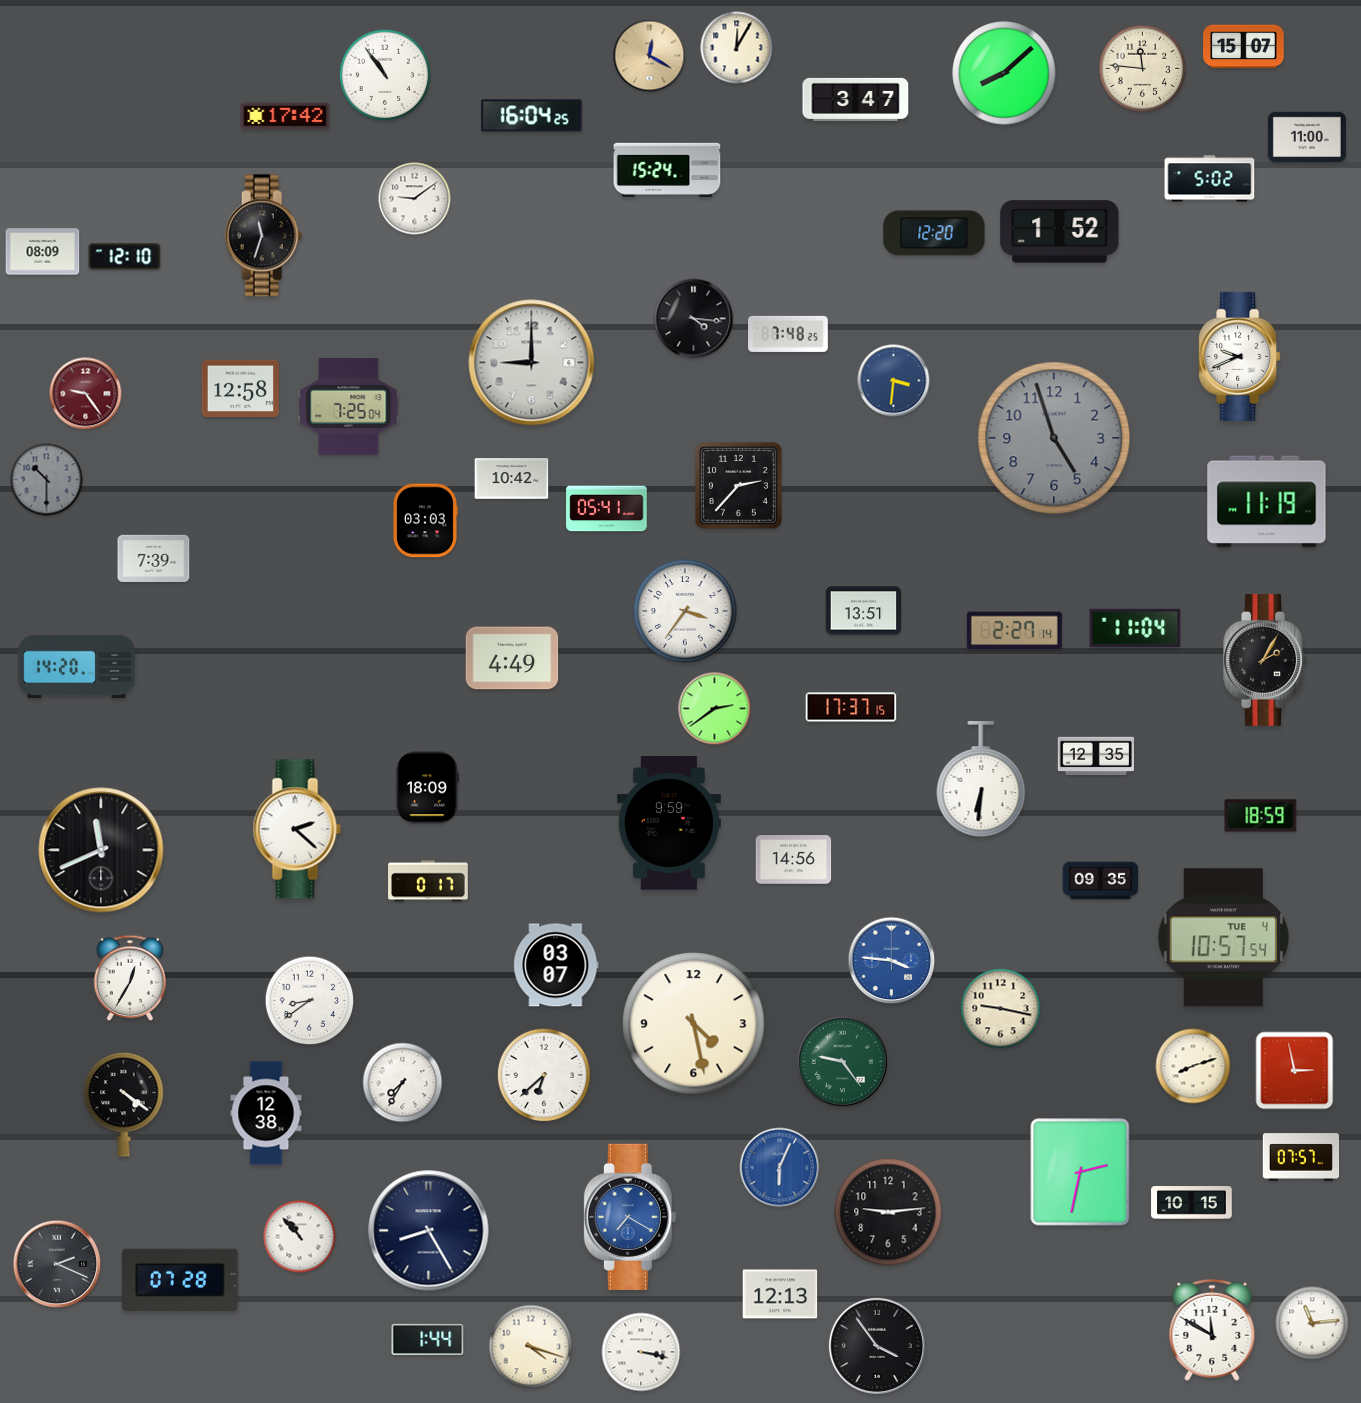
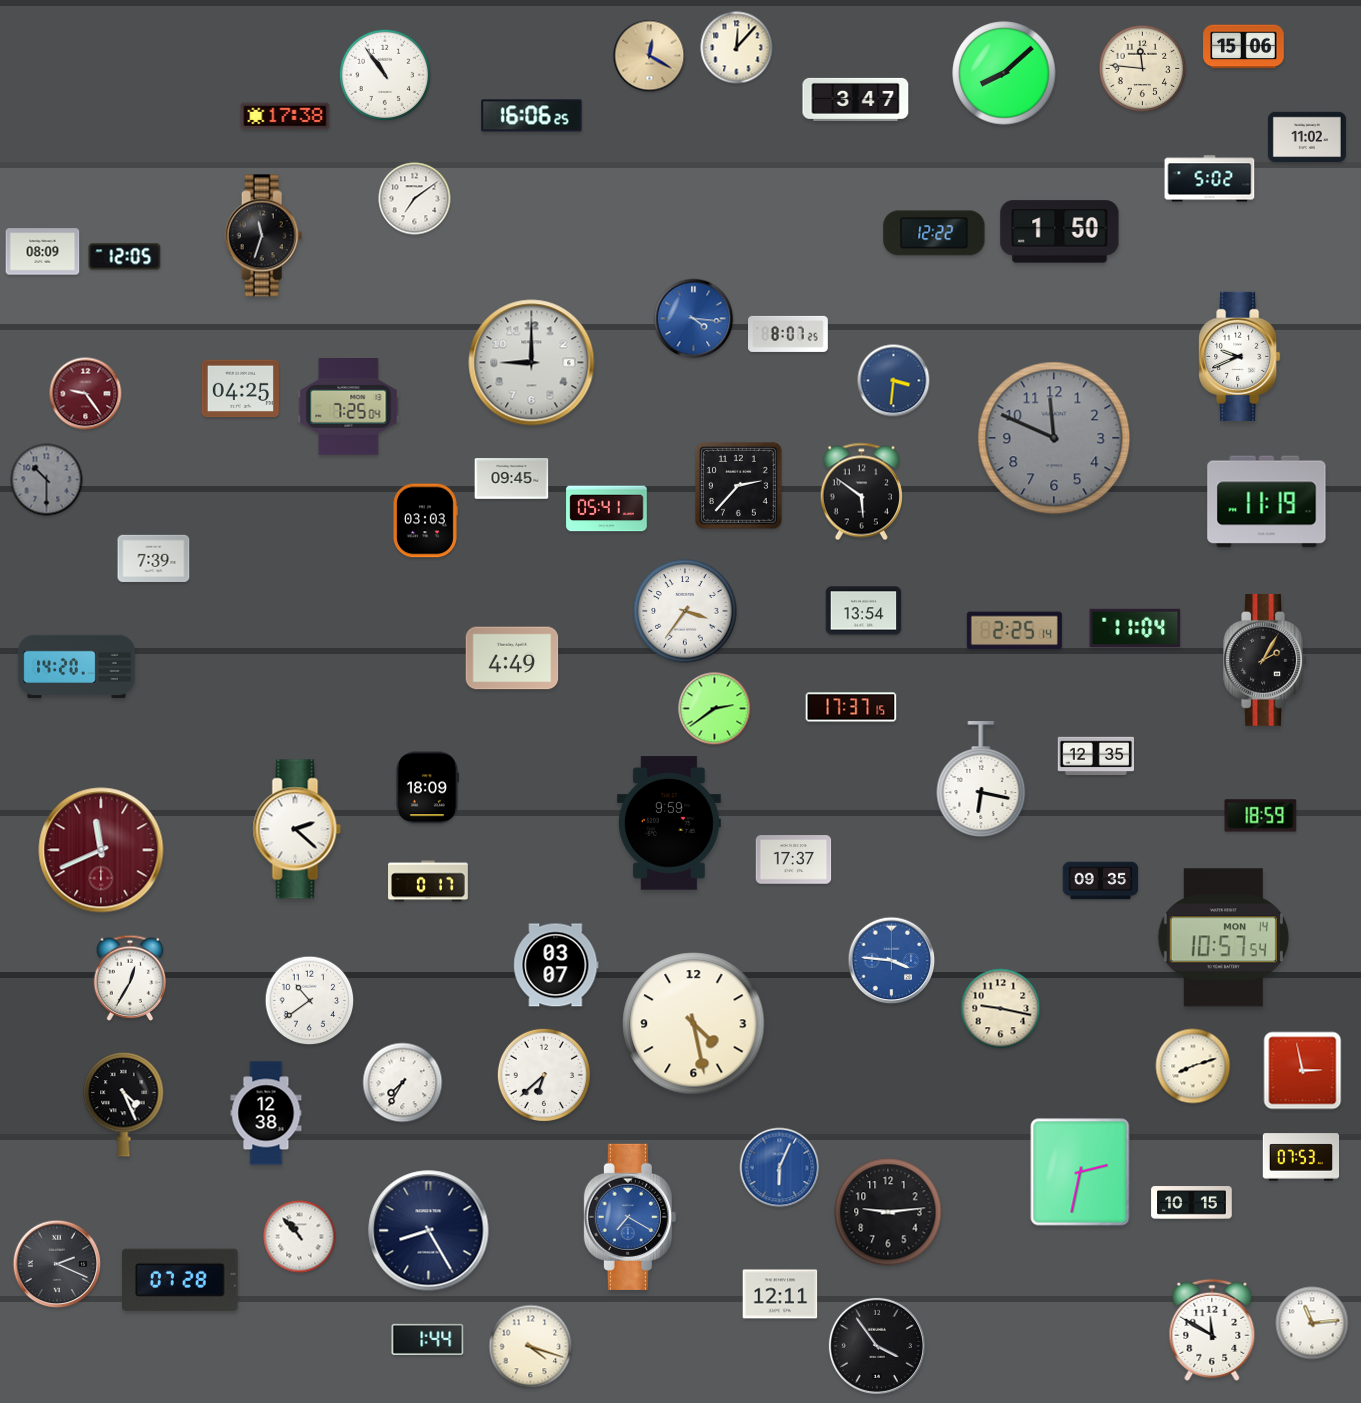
clock at (1244, 47): 15:07 -> 15:06
clock at (737, 48): 12:05 -> 12:07
clock at (285, 116): 17:42 -> 17:38
clock at (532, 116): 16:04 -> 16:06
clock at (1307, 137): 11:00 -> 11:02
clock at (667, 169): 15:24 -> none
clock at (415, 199): 9:09 -> 7:09
clock at (1060, 232): 1:52 -> 1:50
clock at (934, 233): 12:20 -> 12:22
clock at (125, 257): 12:10 -> 12:05
clock at (694, 319) dial: black -> blue
clock at (789, 334): 7:48 -> 8:07
clock at (240, 389): 12:58 -> 04:25
clock at (1054, 438): 4:57 -> 11:49
clock at (512, 479): 10:42 -> 09:45
clock at (861, 492): none -> 5:51
clock at (864, 611): 13:51 -> 13:54
clock at (1014, 631): 2:27 -> 2:25
clock at (981, 779): 6:31 -> 6:17
clock at (101, 850) dial: black -> burgundy
clock at (794, 860): 14:56 -> 17:37
clock at (1223, 938) date: TUE 4 -> MON 14
clock at (310, 1001): 8:39 -> 10:39
clock at (843, 1062): 9:24 -> none
clock at (1295, 1071) position: (1295, 1071) -> (1303, 1071)
clock at (124, 1104): 4:21 -> 4:26
clock at (1301, 1157): 07:57 -> 07:53
clock at (780, 1294): 12:13 -> 12:11
clock at (641, 1352): 3:17 -> none
